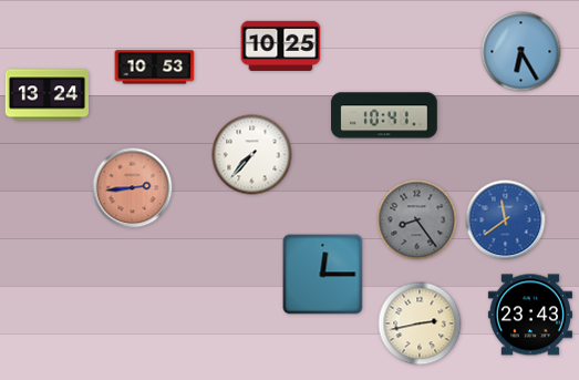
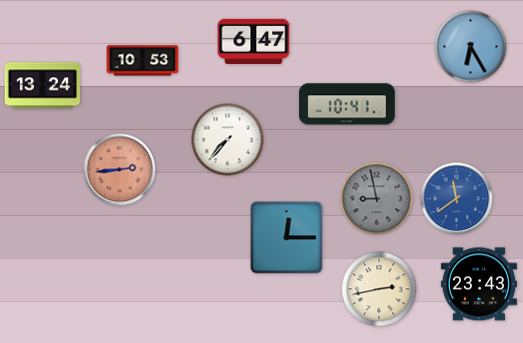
clock at (281, 45): 10:25 -> 6:47
clock at (155, 68) position: (155, 68) -> (143, 61)
clock at (417, 220): 8:24 -> 8:58
clock at (323, 275) position: (323, 275) -> (287, 238)
clock at (420, 323) position: (420, 323) -> (379, 289)
